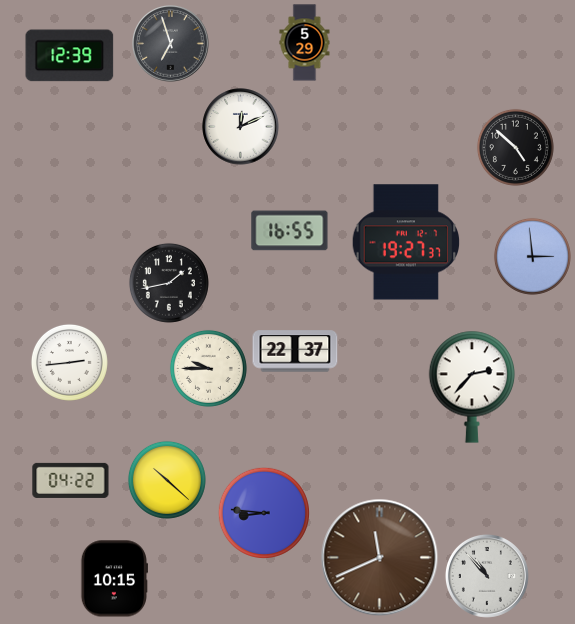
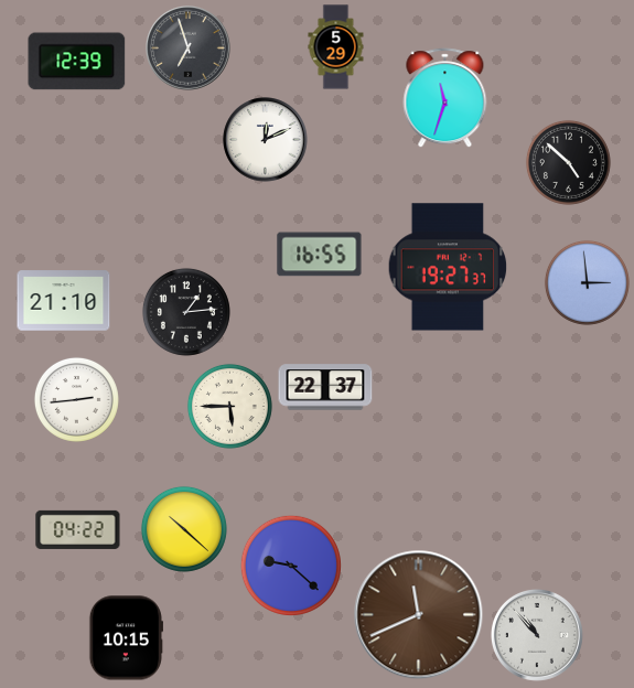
clock at (445, 98): none -> 11:33
clock at (64, 301): none -> 21:10
clock at (169, 283): 1:43 -> 1:14
clock at (208, 368): 9:45 -> 5:45
clock at (472, 387): 2:37 -> none
clock at (264, 513): 8:46 -> 9:22
